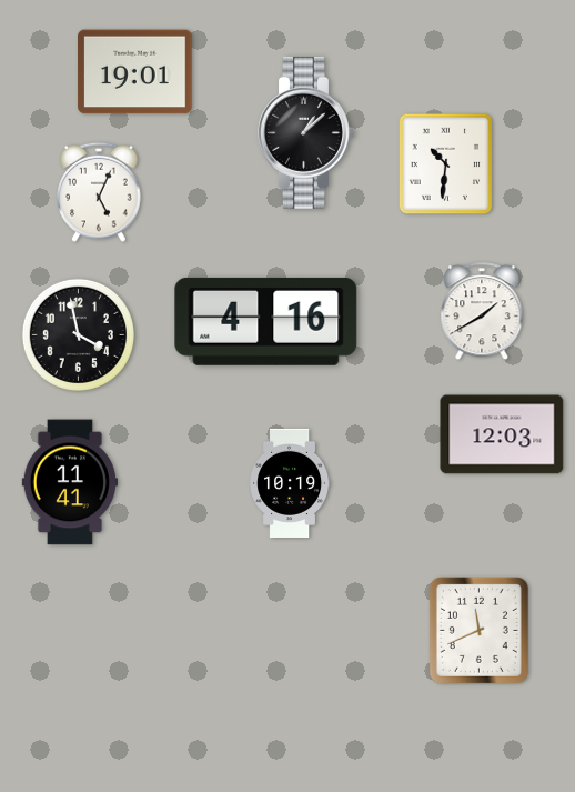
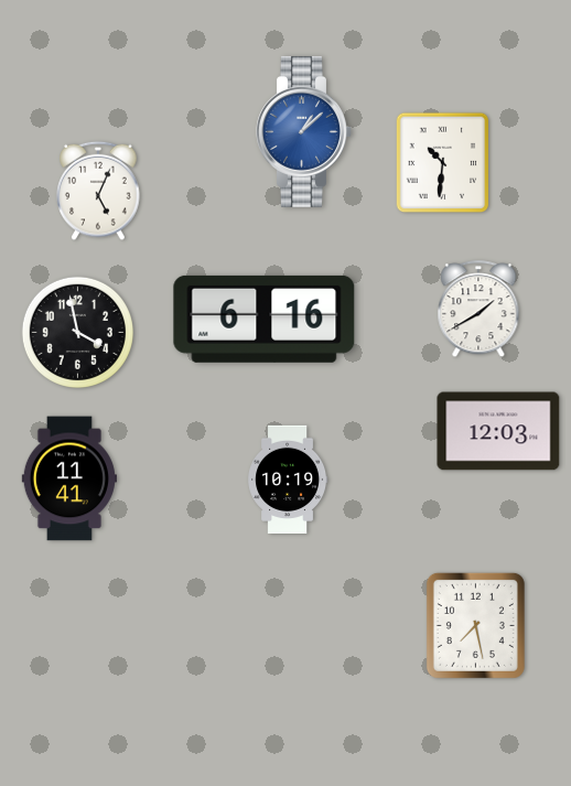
clock at (135, 72): 19:01 -> none
clock at (306, 132) dial: black -> blue
clock at (266, 321): 4:16 -> 6:16
clock at (478, 630): 11:41 -> 7:28
